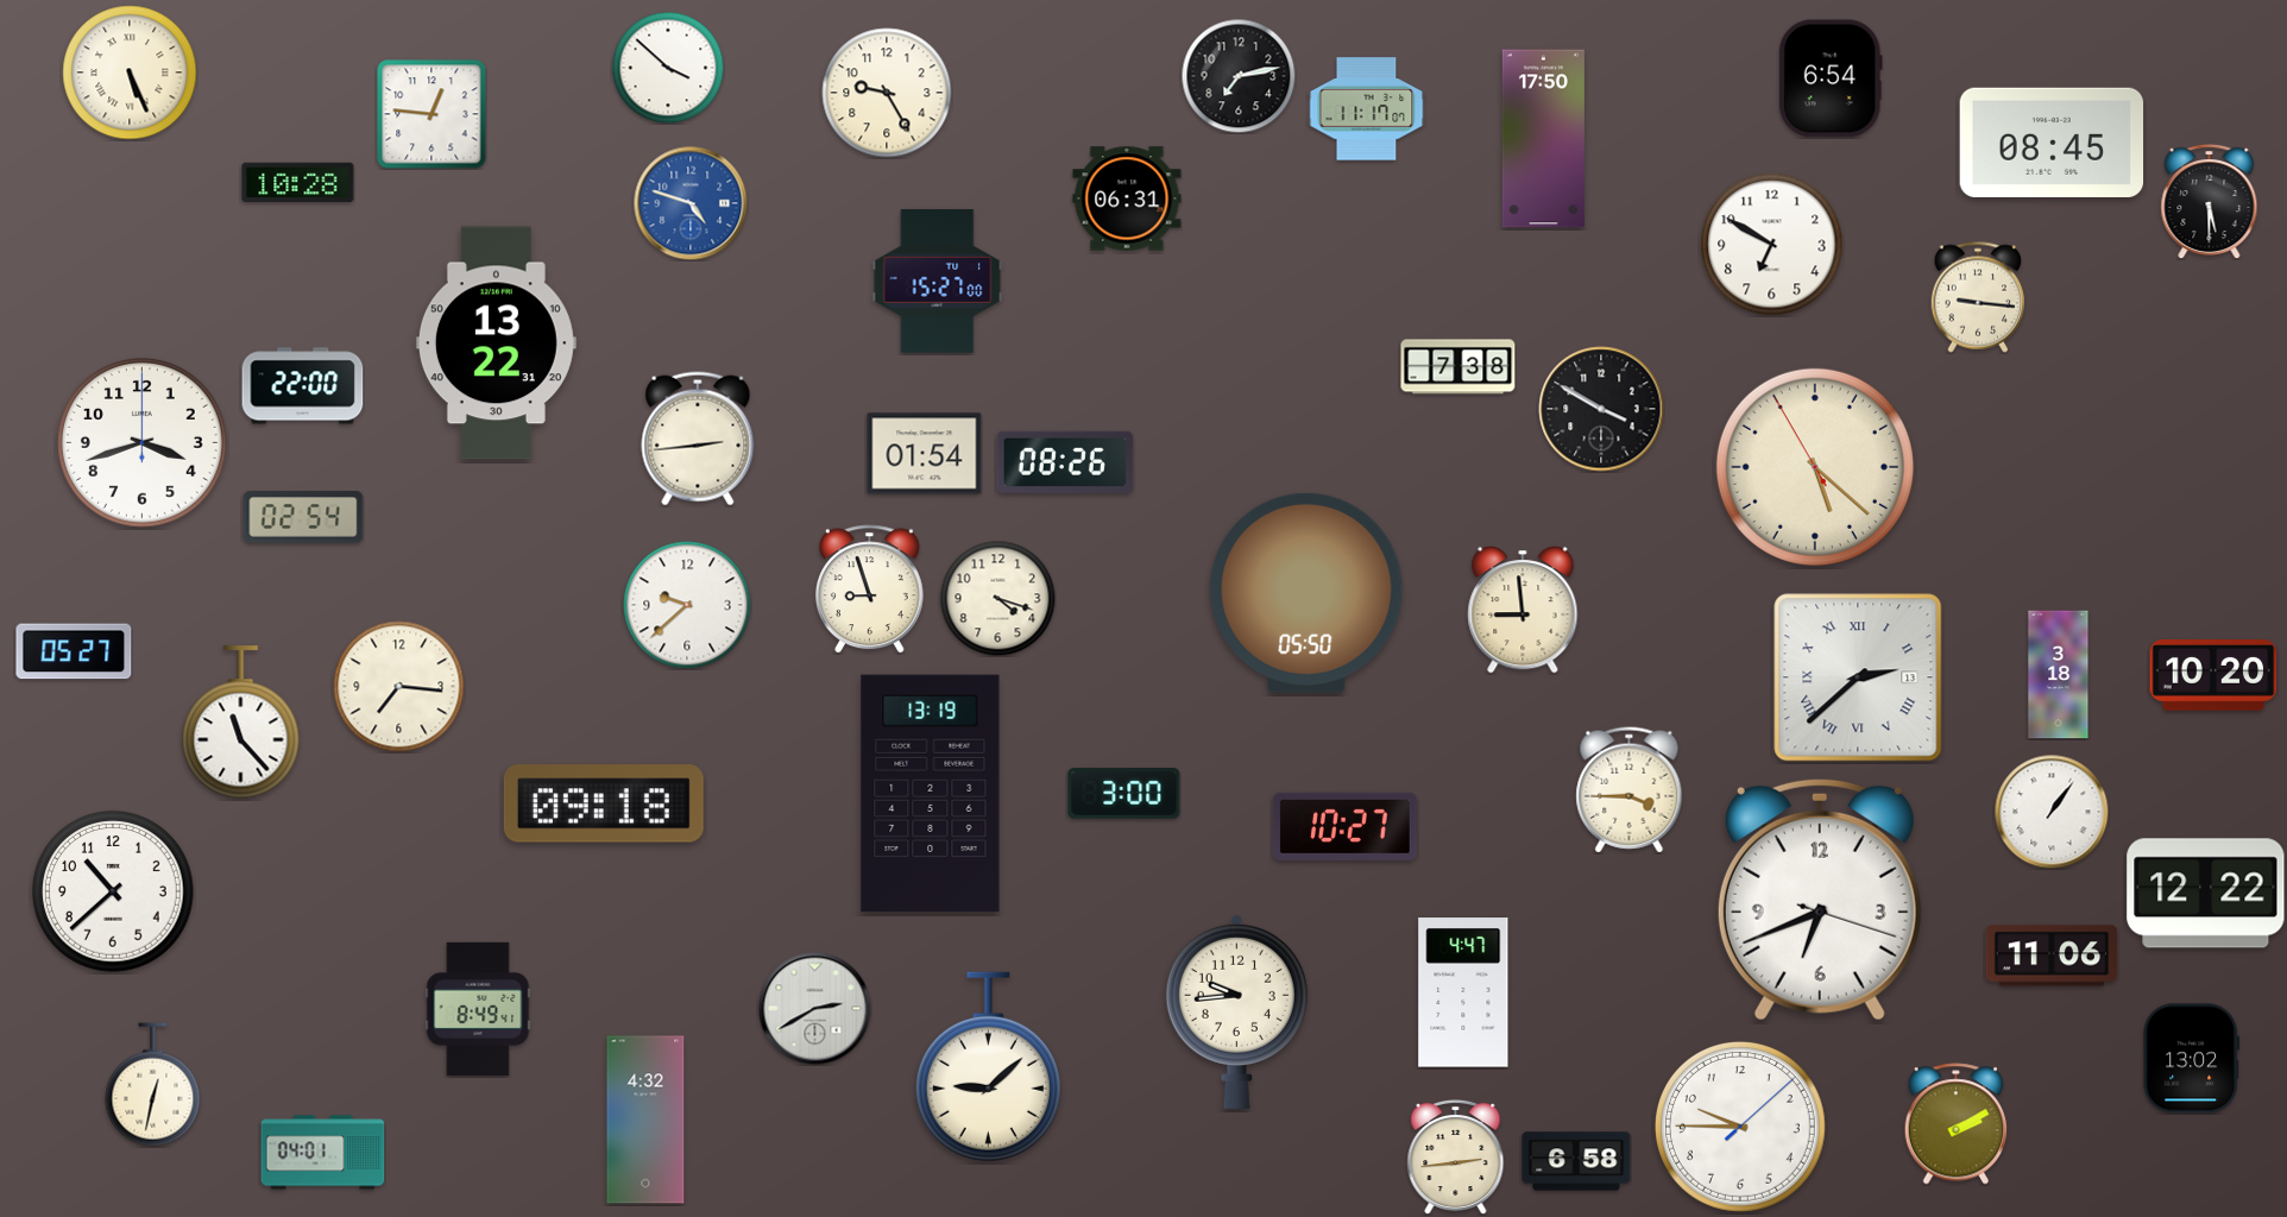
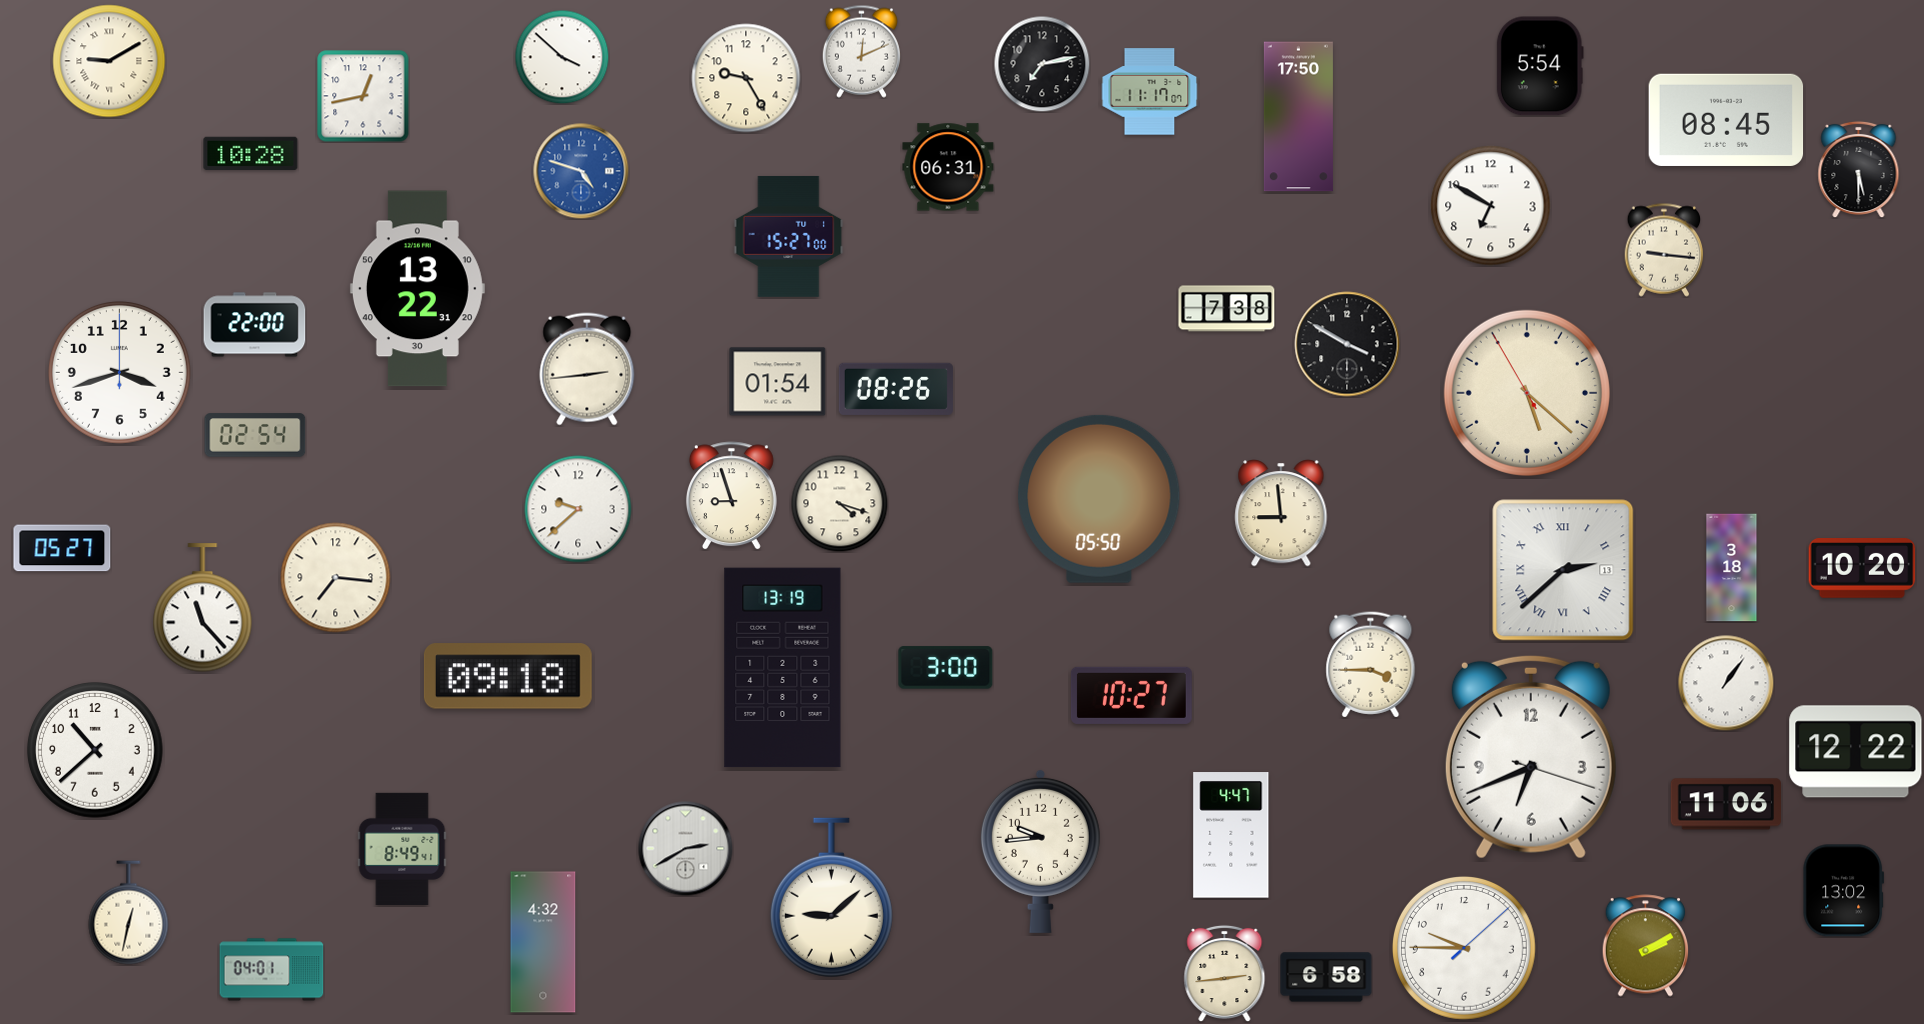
clock at (861, 51): none -> 12:11
clock at (130, 72): 5:26 -> 9:10
clock at (1831, 78): 6:54 -> 5:54
clock at (431, 114): 12:46 -> 12:43
